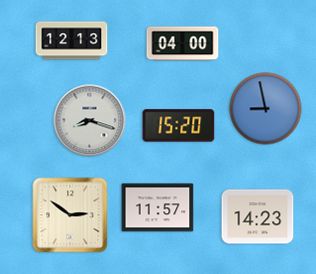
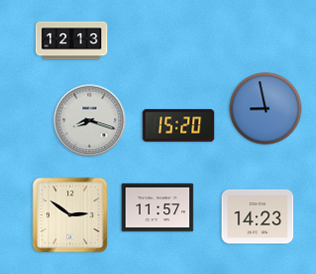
clock at (183, 44): 04:00 -> none
